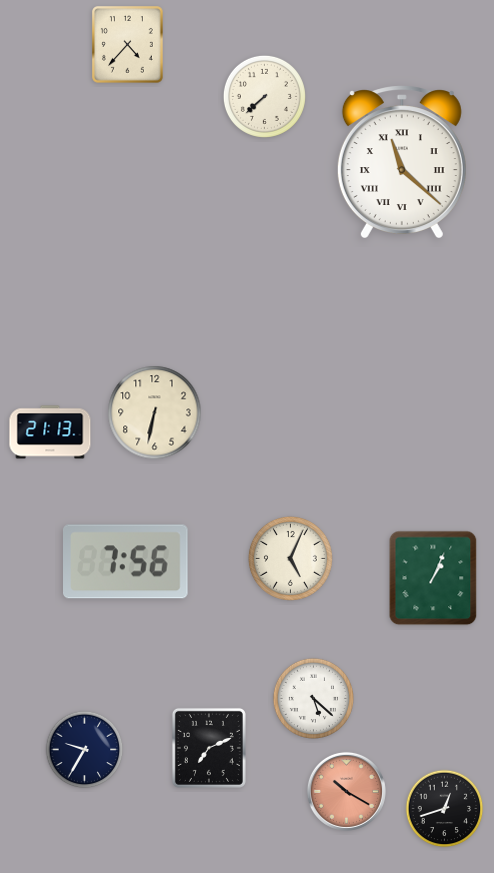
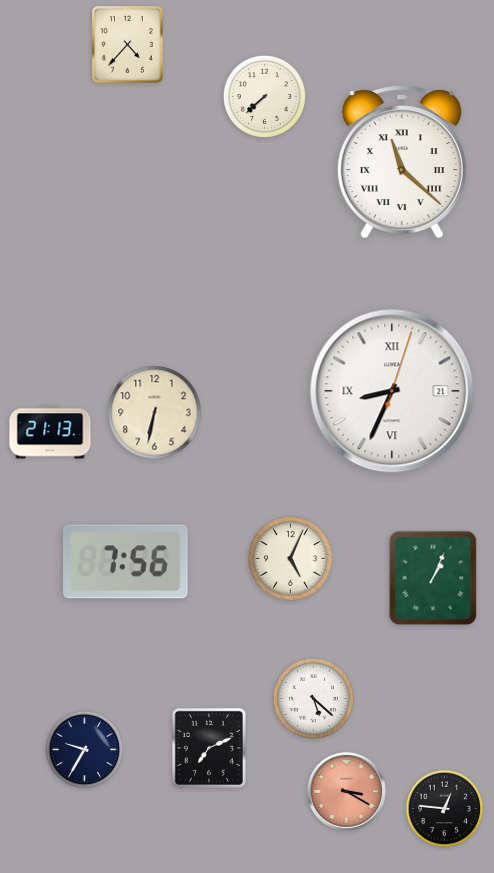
clock at (392, 391): none -> 8:34
clock at (346, 791): 10:20 -> 3:20
clock at (445, 809): 12:42 -> 12:46
